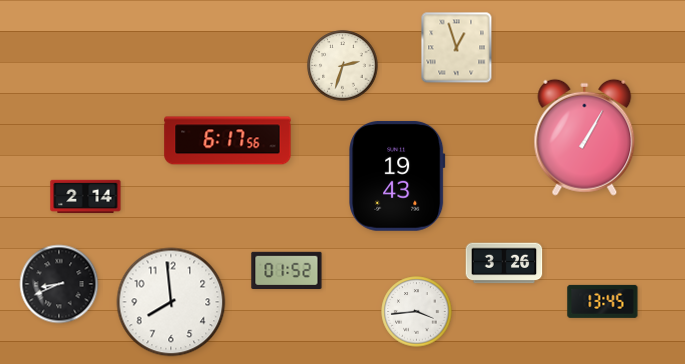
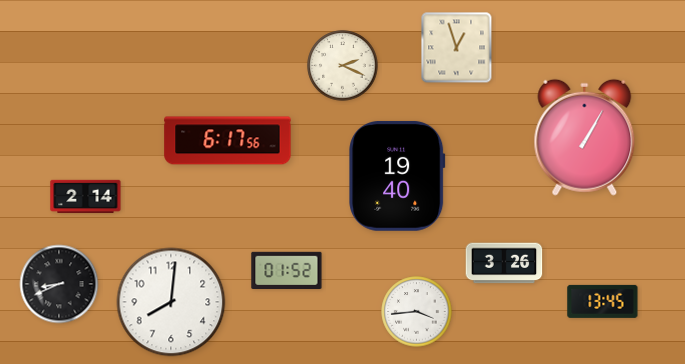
clock at (343, 66): 2:33 -> 2:19
clock at (397, 176): 19:43 -> 19:40
clock at (171, 302): 7:59 -> 8:01
